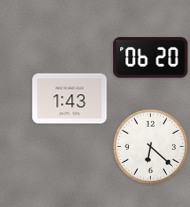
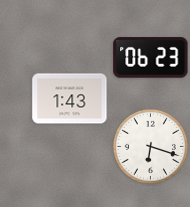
clock at (151, 58): 06:20 -> 06:23
clock at (150, 146): 6:22 -> 6:18
